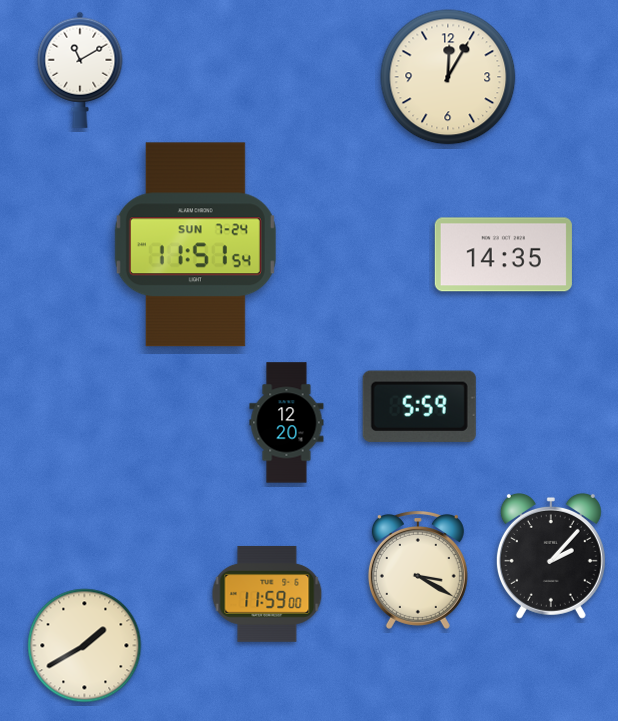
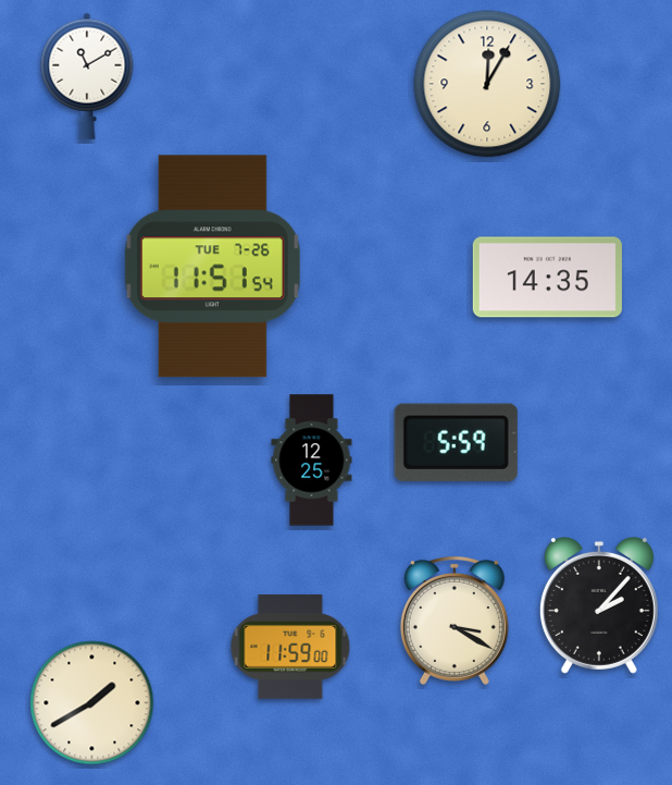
clock at (195, 245) date: SUN 7-24 -> TUE 7-26
clock at (287, 423): 12:20 -> 12:25
